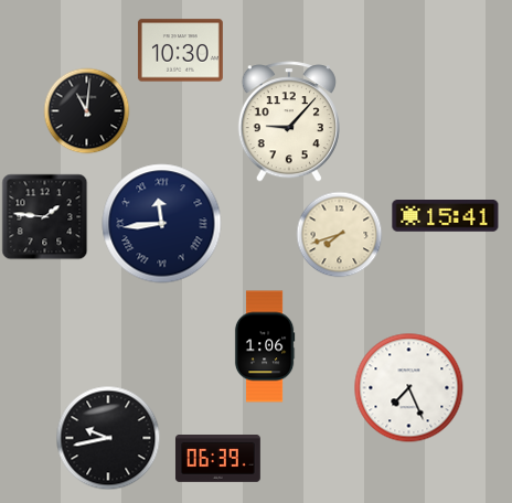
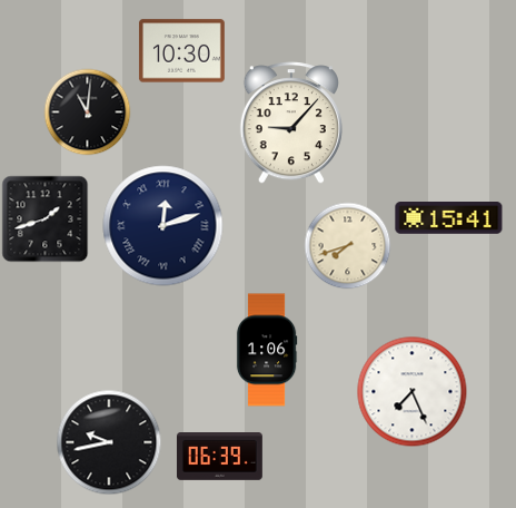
clock at (44, 216): 1:46 -> 1:42
clock at (162, 224): 11:44 -> 12:12
clock at (339, 234) position: (339, 234) -> (347, 245)
clock at (218, 459) position: (218, 459) -> (220, 457)
